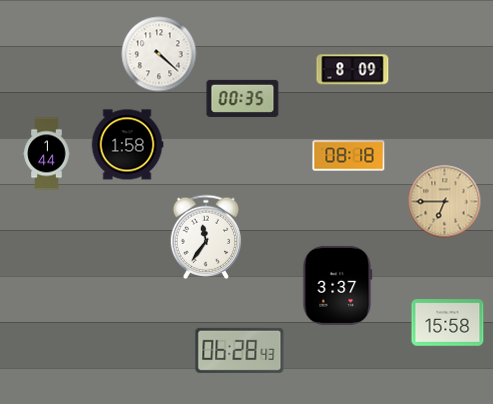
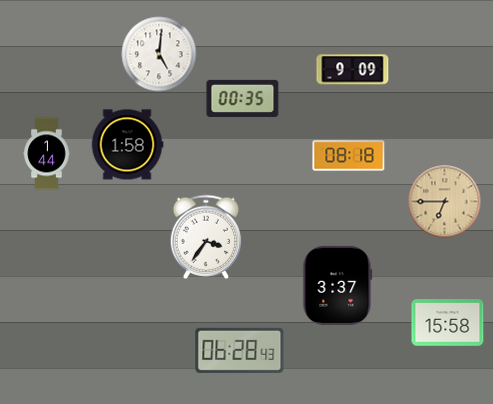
clock at (159, 54): 4:22 -> 5:01
clock at (353, 70): 8:09 -> 9:09
clock at (206, 236): 11:36 -> 3:36
